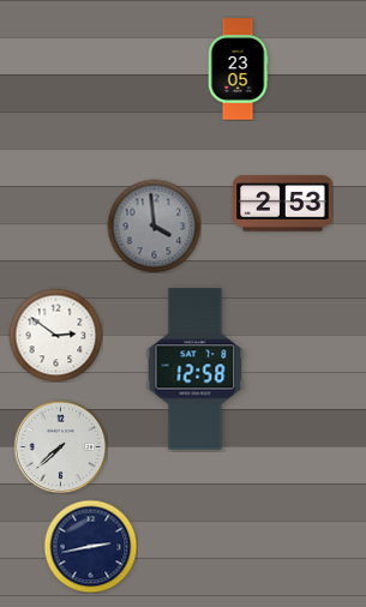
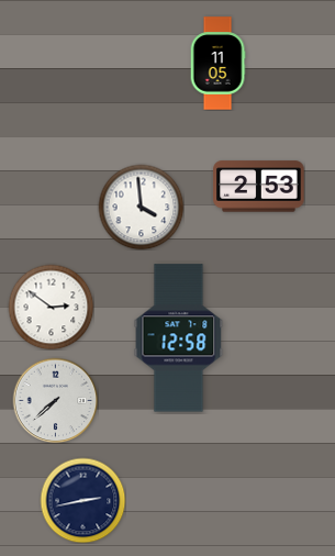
clock at (238, 70): 23:05 -> 11:05
clock at (154, 226) dial: grey -> white
clock at (60, 446) position: (60, 446) -> (55, 400)
